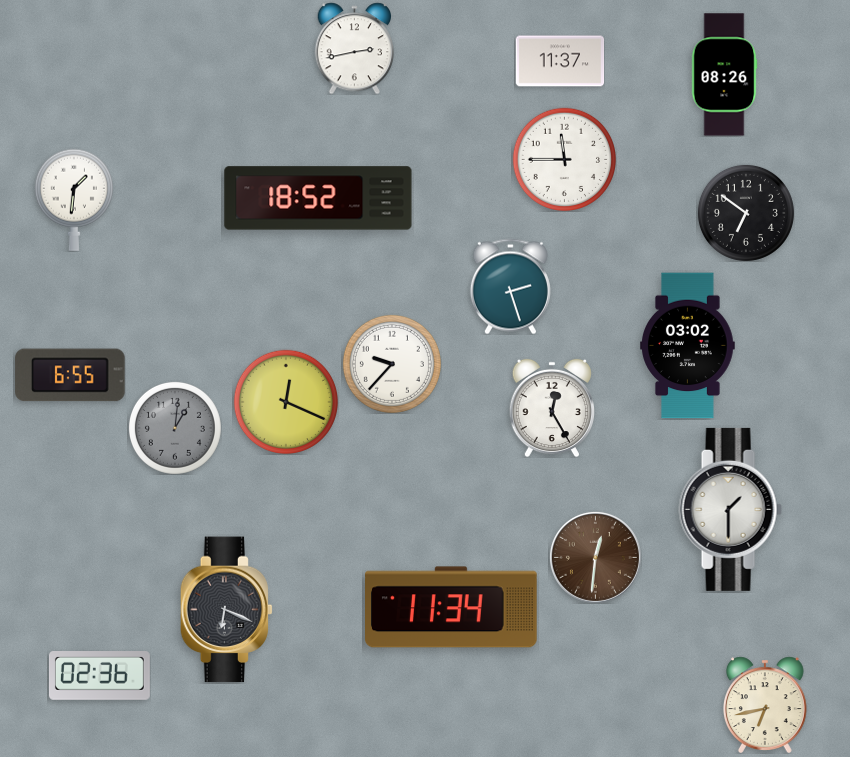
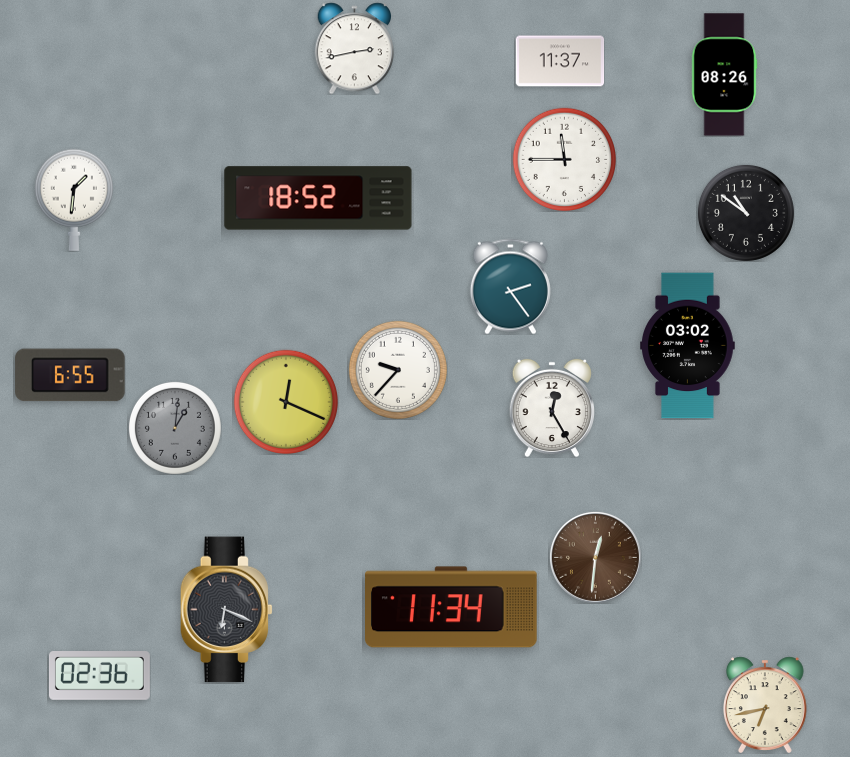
clock at (746, 213): 6:51 -> 10:51
clock at (510, 286): 2:27 -> 2:24
clock at (392, 364) position: (392, 364) -> (398, 370)
clock at (730, 509): 1:30 -> none
